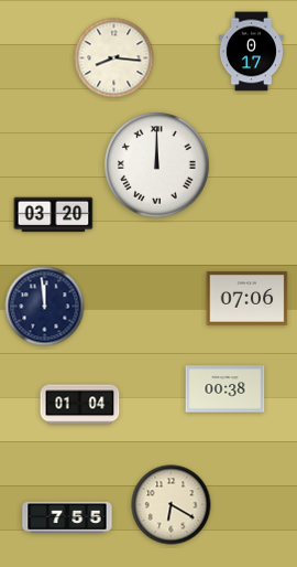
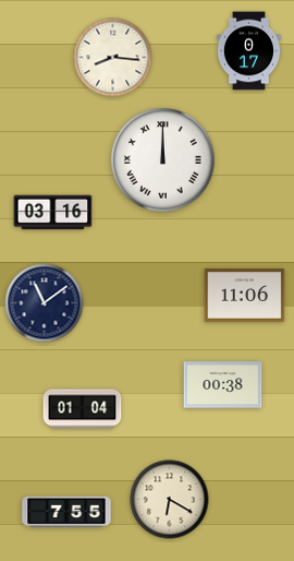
clock at (157, 165) position: (157, 165) -> (163, 160)
clock at (54, 215): 03:20 -> 03:16
clock at (248, 299): 07:06 -> 11:06
clock at (45, 307): 11:59 -> 11:09
clock at (80, 405) position: (80, 405) -> (83, 409)
